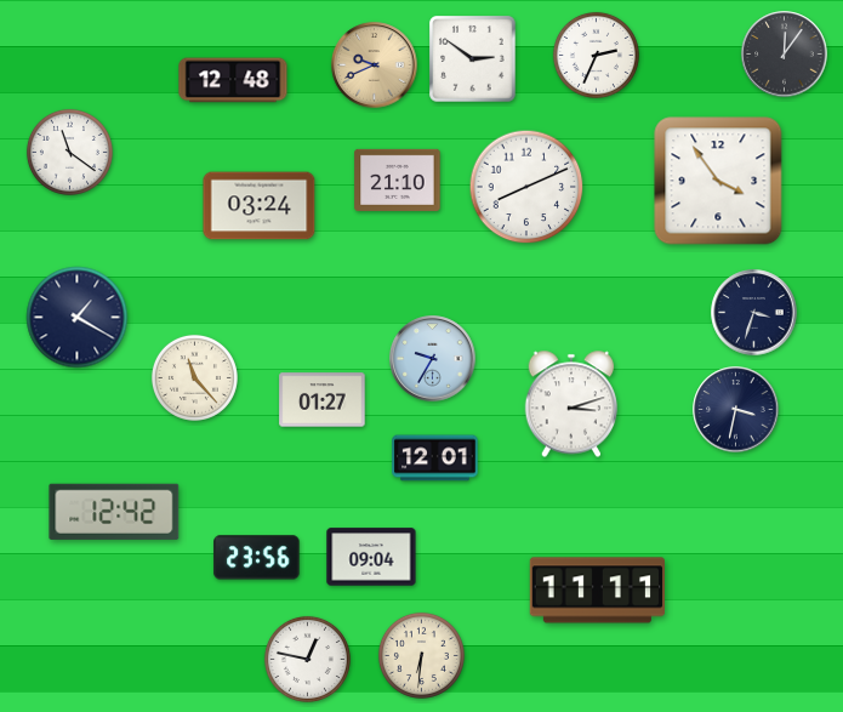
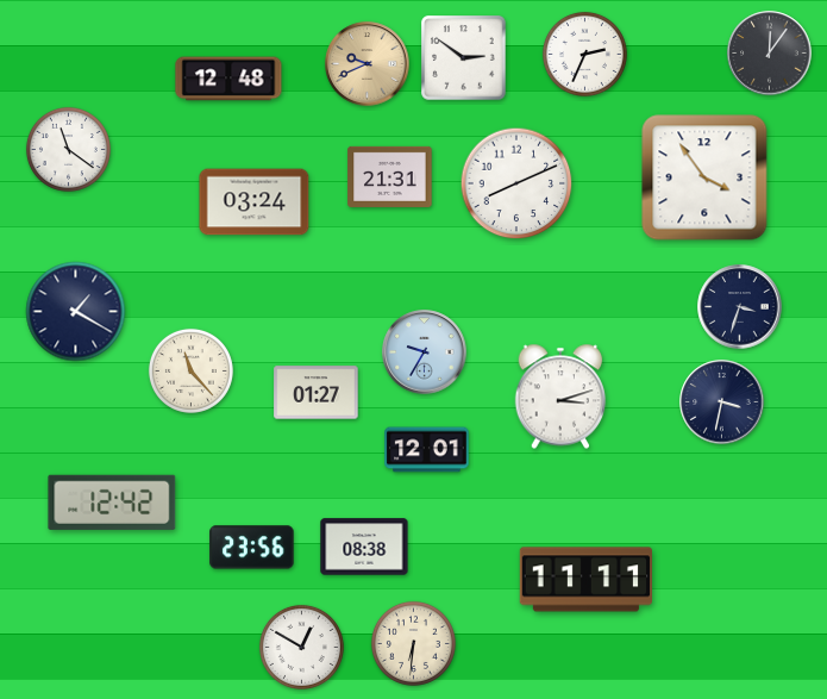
clock at (398, 180): 21:10 -> 21:31
clock at (371, 557): 09:04 -> 08:38
clock at (307, 659): 12:47 -> 12:50
